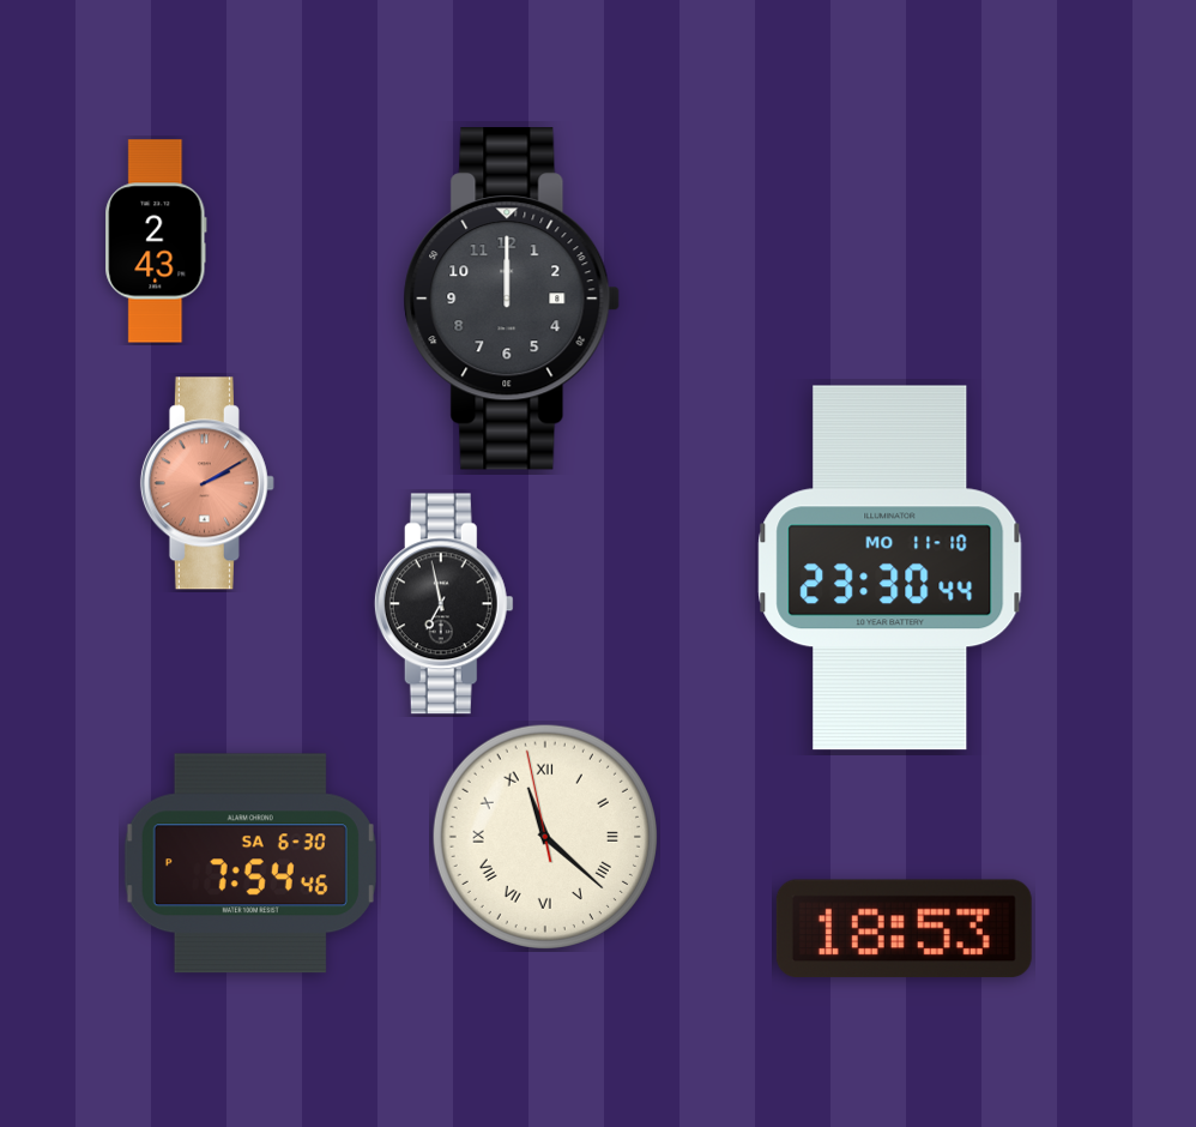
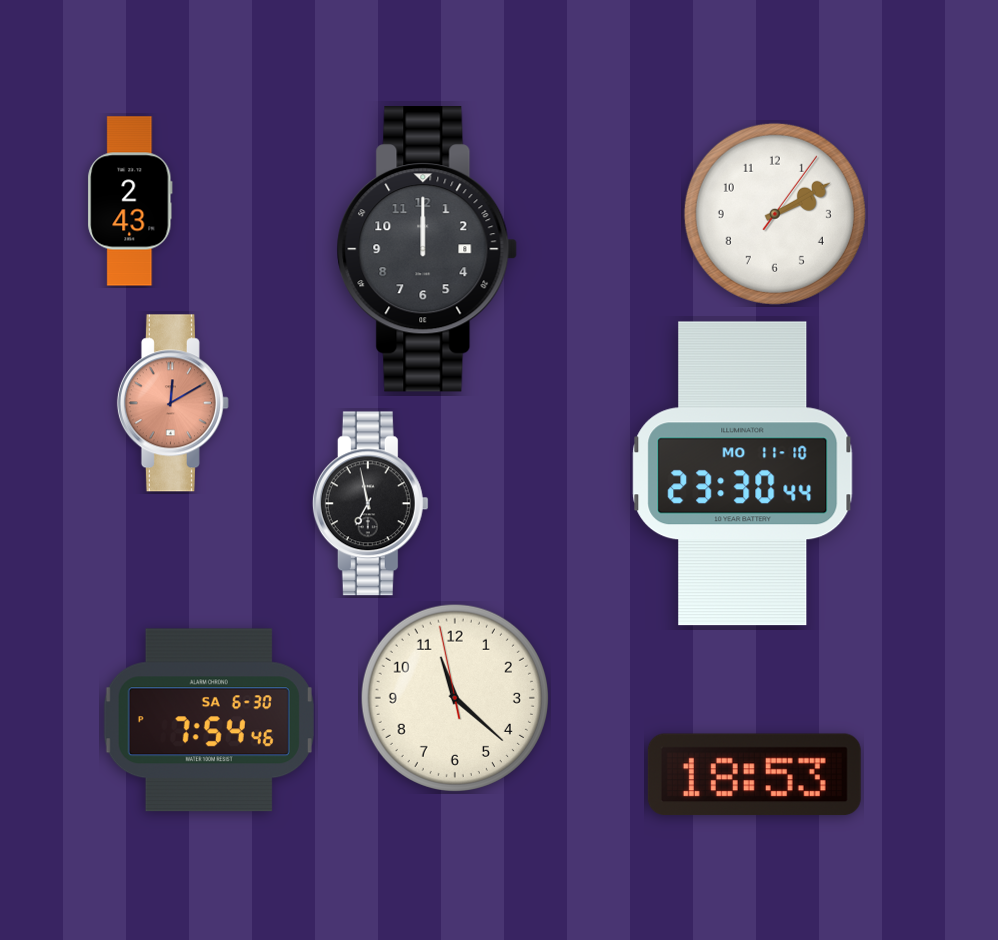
clock at (775, 214): none -> 2:10
clock at (207, 483): 2:10 -> 12:10
clock at (545, 837) numerals: Roman -> Arabic
